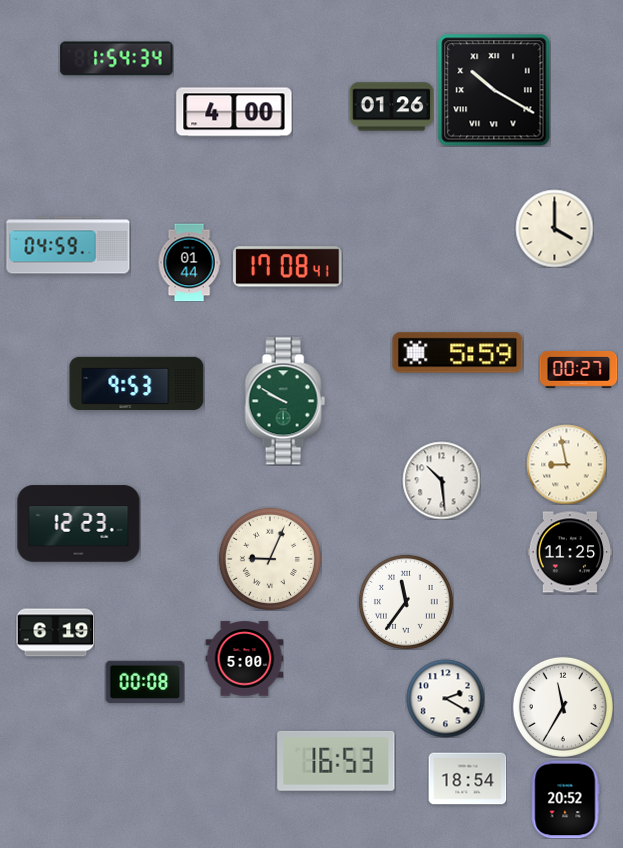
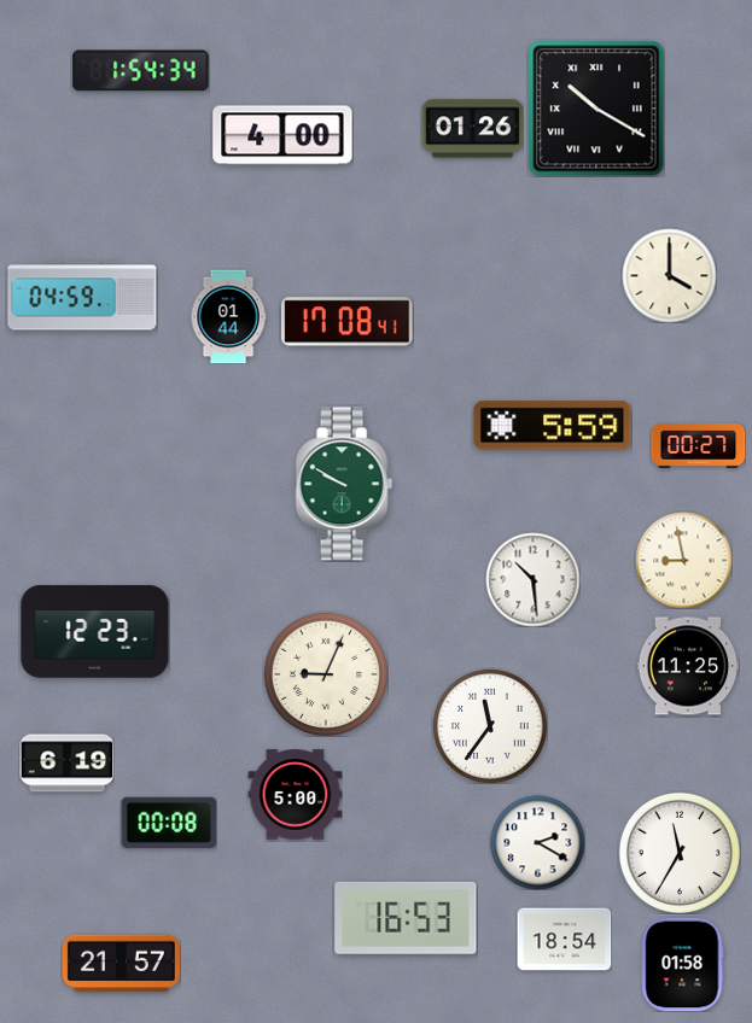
clock at (137, 383): 9:53 -> none
clock at (145, 682) position: (145, 682) -> (169, 823)
clock at (121, 964): none -> 21:57
clock at (565, 799): 20:52 -> 01:58
